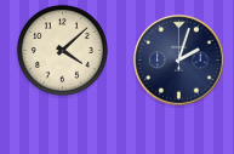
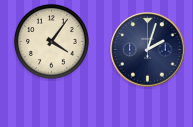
clock at (62, 50): 4:08 -> 4:06
